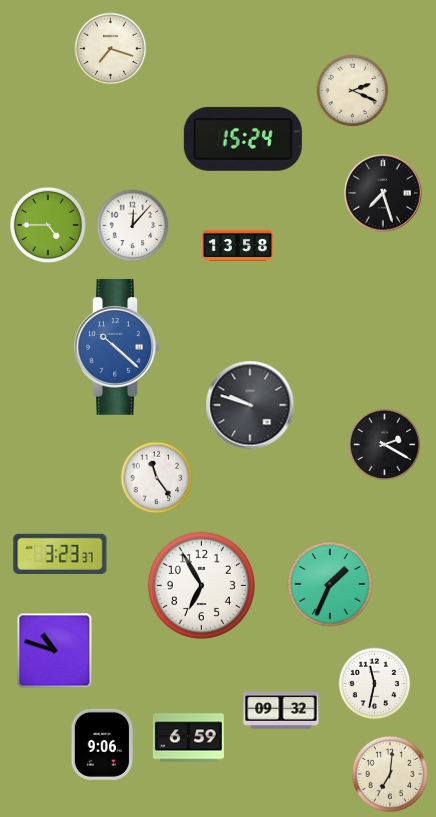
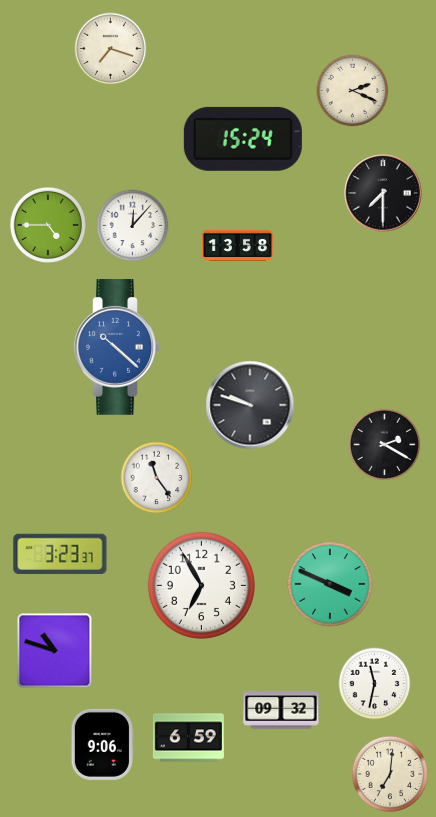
clock at (383, 193): 7:27 -> 7:30
clock at (330, 584): 1:34 -> 3:49
